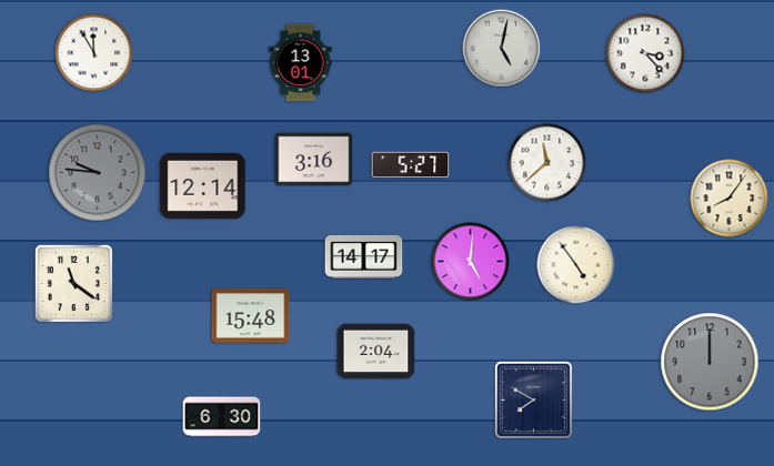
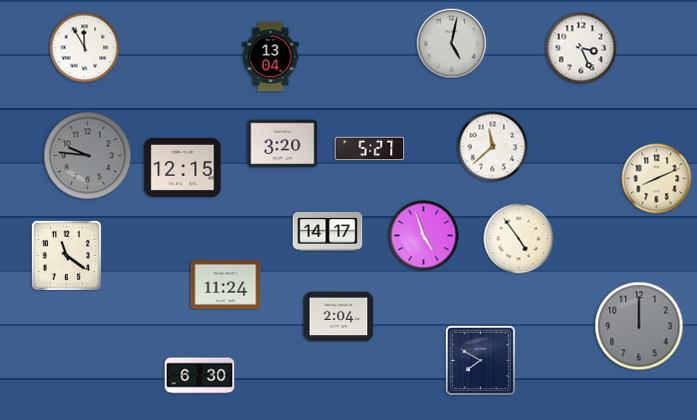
clock at (645, 53): 3:23 -> 3:26
clock at (301, 63): 13:01 -> 13:04
clock at (314, 160): 3:16 -> 3:20
clock at (203, 185): 12:14 -> 12:15
clock at (730, 199): 8:06 -> 8:11
clock at (471, 262): 5:01 -> 4:57
clock at (251, 316): 15:48 -> 11:24
